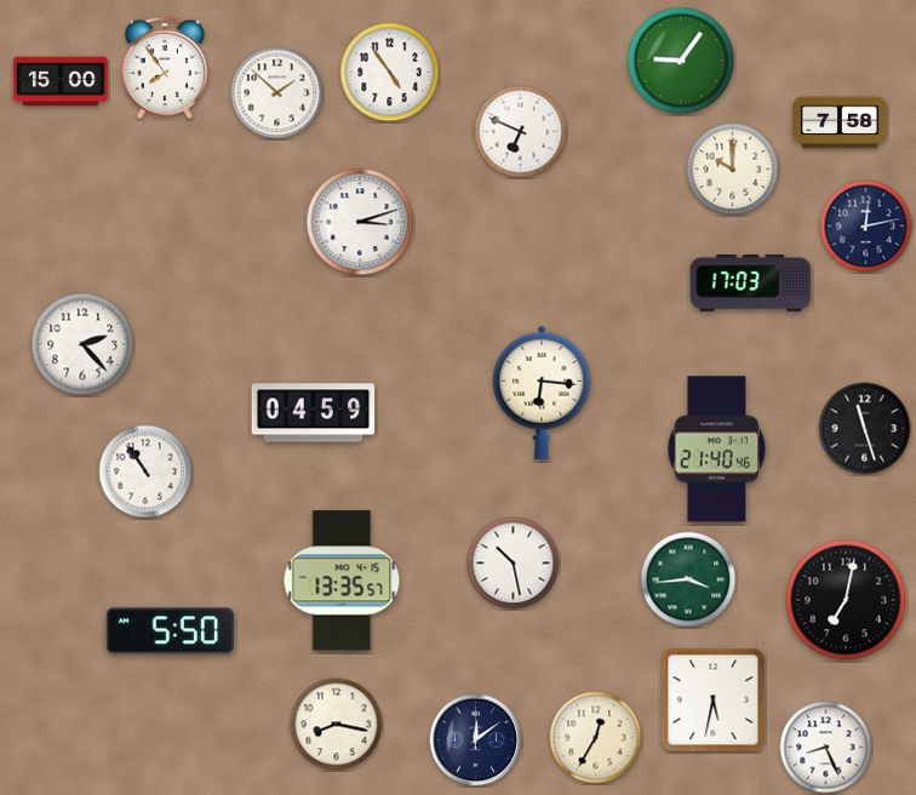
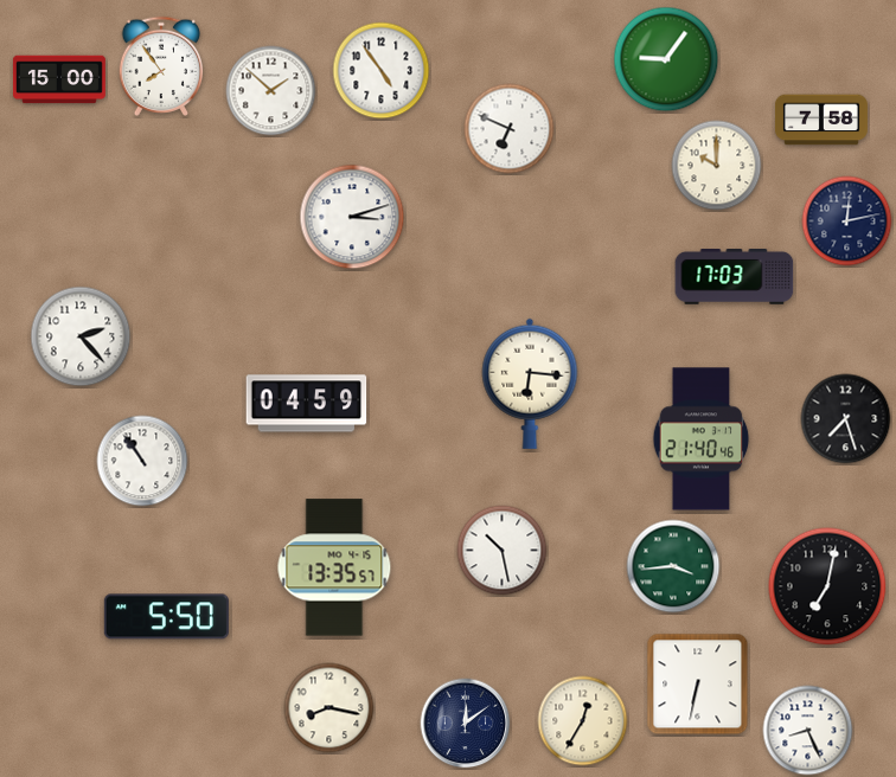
clock at (865, 429): 11:27 -> 7:27
clock at (714, 700): 5:32 -> 6:32
